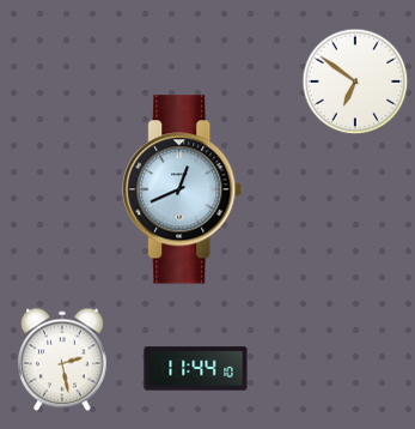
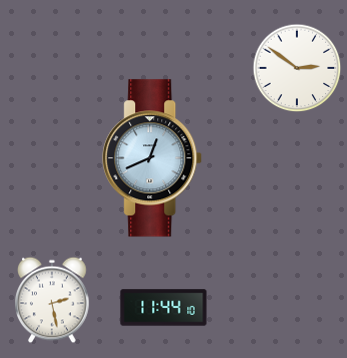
clock at (355, 81): 6:51 -> 2:51
